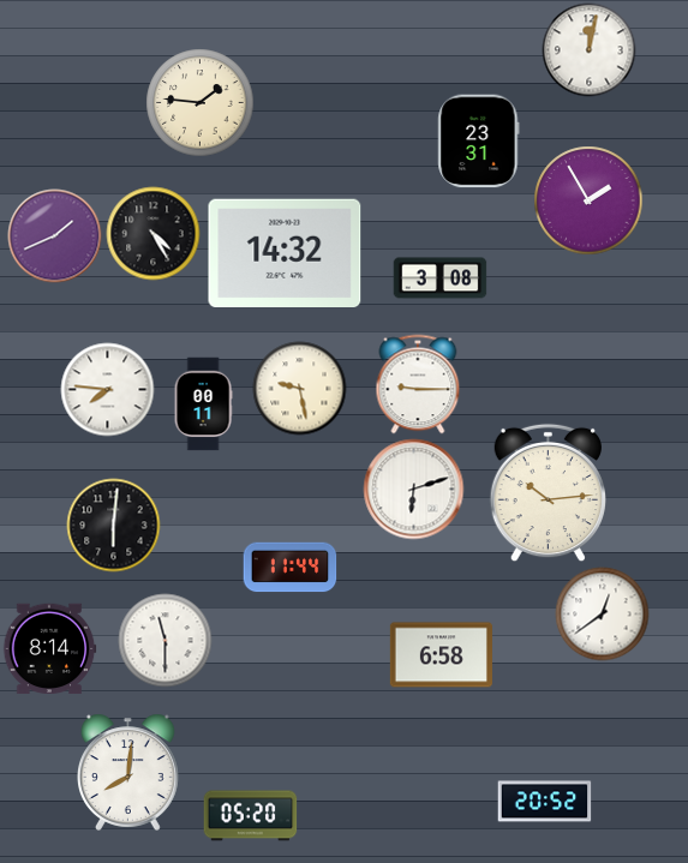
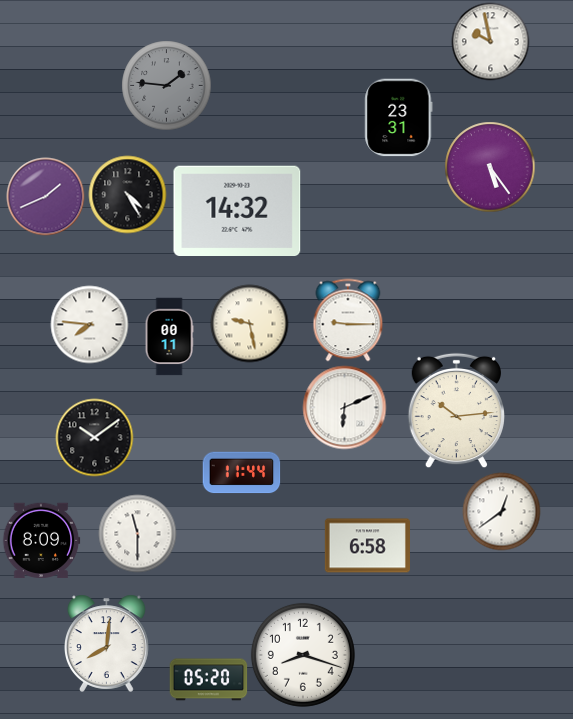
clock at (588, 49): 12:02 -> 9:58
clock at (199, 102) dial: cream -> grey
clock at (588, 200): 1:55 -> 5:24
clock at (439, 278): 3:08 -> none
clock at (413, 489): 6:12 -> 6:11
clock at (113, 525): 6:01 -> 10:09
clock at (49, 649): 8:14 -> 8:09
clock at (303, 655): none -> 8:18
clock at (544, 802): 20:52 -> none
